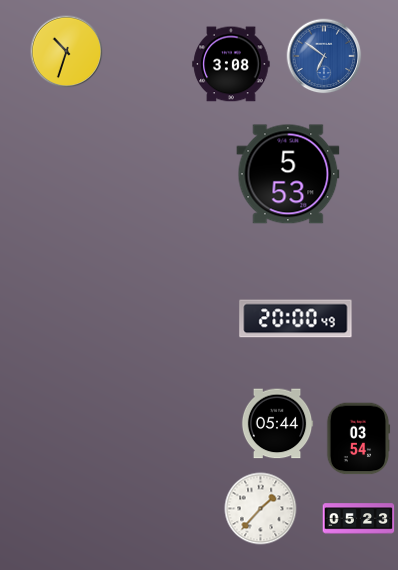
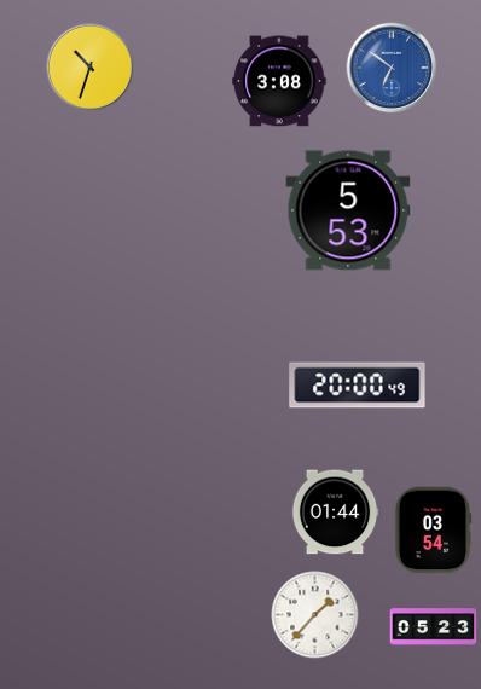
clock at (67, 52) position: (67, 52) -> (91, 68)
clock at (231, 64) position: (231, 64) -> (279, 81)
clock at (277, 424): 05:44 -> 01:44
